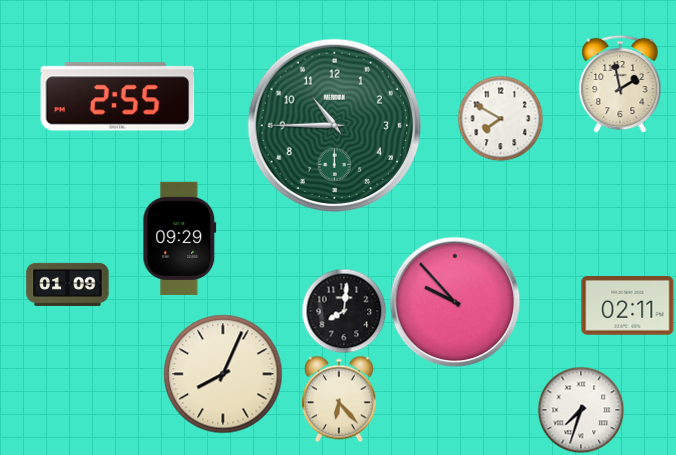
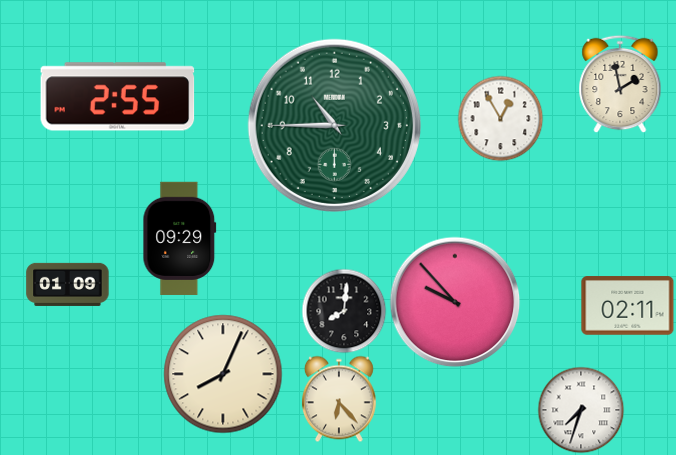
clock at (500, 118): 7:50 -> 12:55
